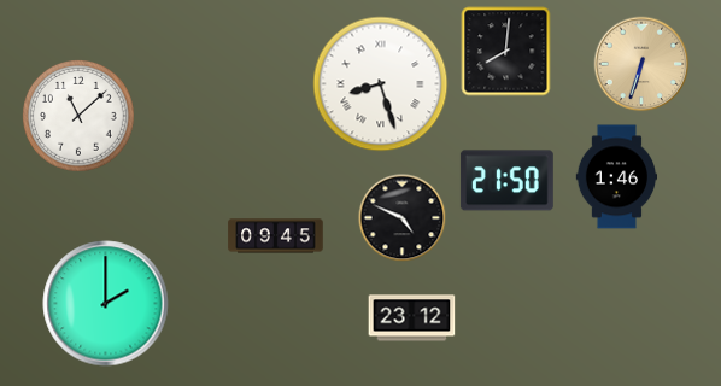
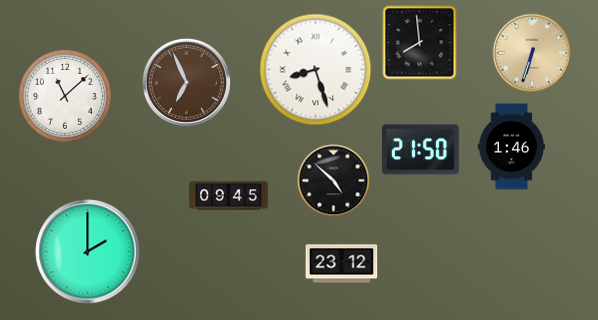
clock at (506, 52): 8:01 -> 7:59
clock at (186, 82): none -> 6:56
clock at (403, 218): 4:49 -> 4:52
